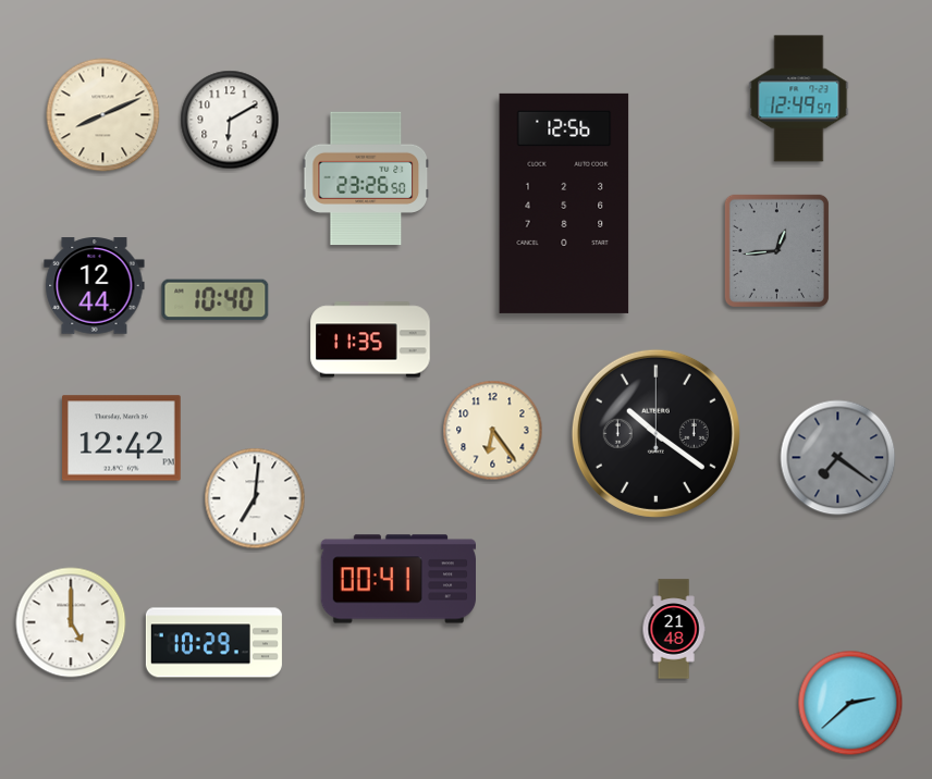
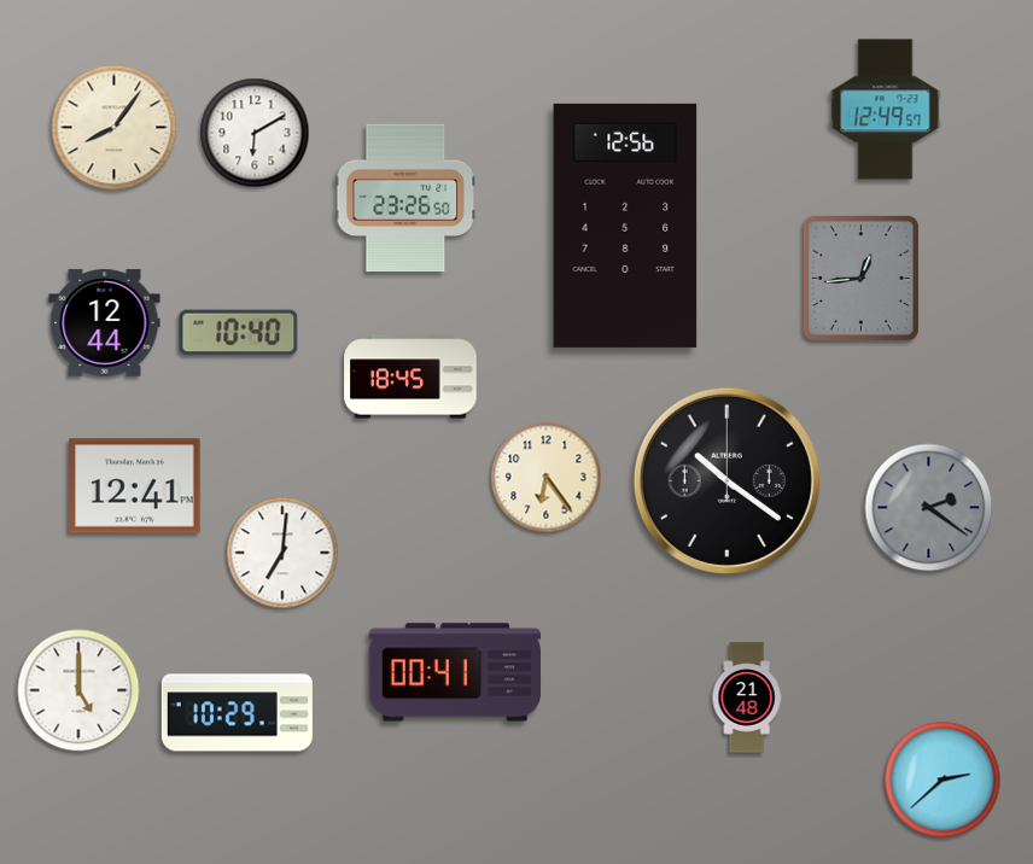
clock at (103, 115): 8:11 -> 8:06
clock at (95, 286) position: (95, 286) -> (105, 323)
clock at (370, 339): 11:35 -> 18:45
clock at (122, 438): 12:42 -> 12:41
clock at (838, 458): 7:21 -> 2:21
clock at (397, 579) position: (397, 579) -> (454, 672)
